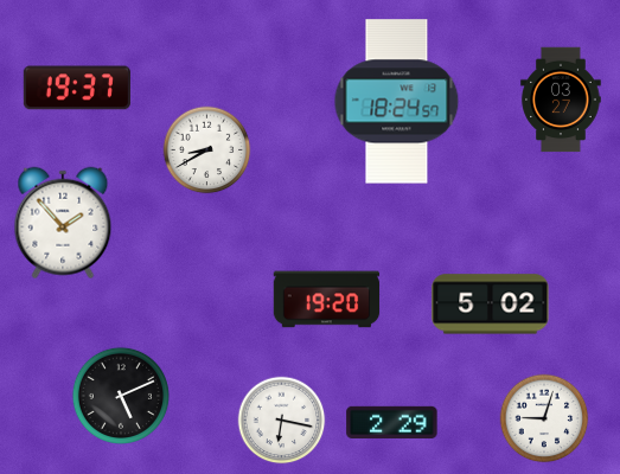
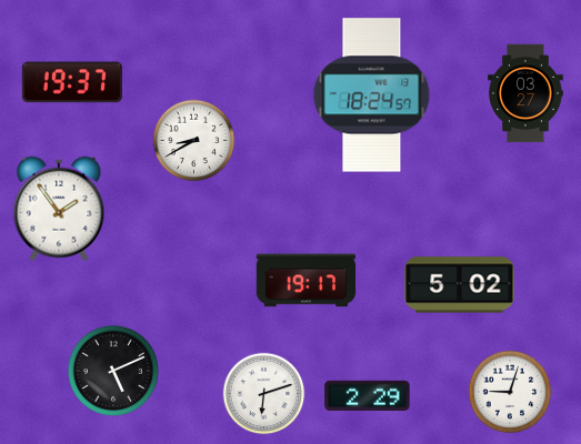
clock at (63, 223): 1:53 -> 1:54
clock at (327, 300): 19:20 -> 19:17
clock at (282, 421): 6:17 -> 6:12
